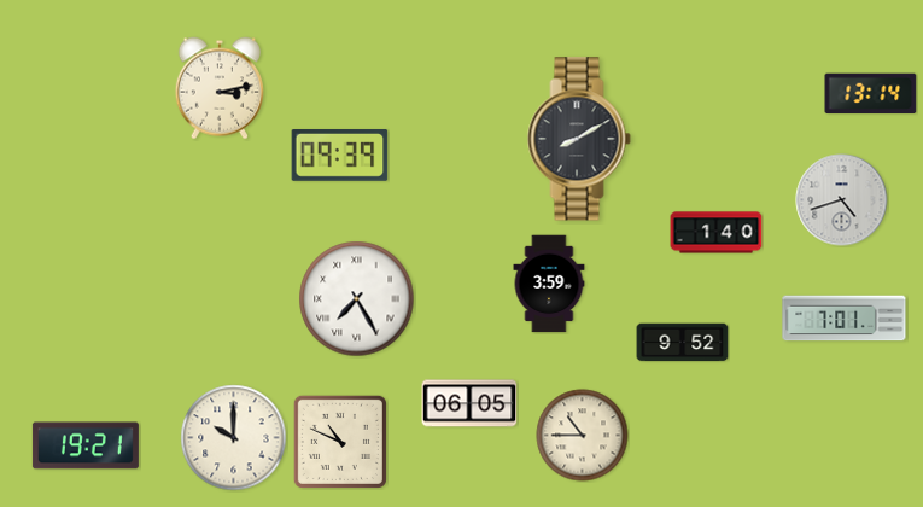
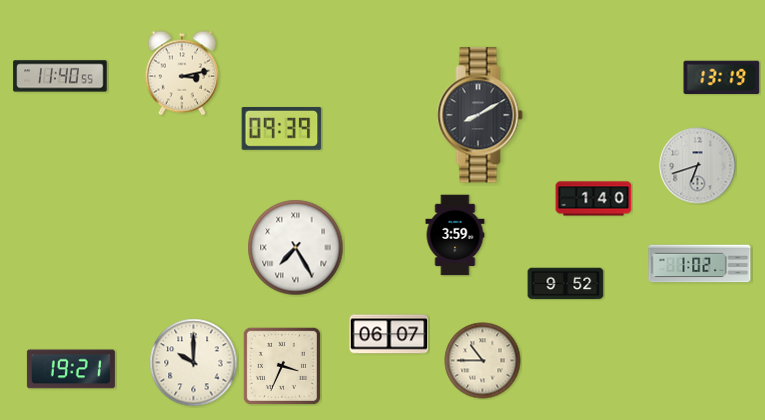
clock at (60, 76): none -> 11:40
clock at (871, 94): 13:14 -> 13:19
clock at (842, 200): 4:42 -> 6:42
clock at (717, 233) position: (717, 233) -> (594, 199)
clock at (845, 319): 7:01 -> 1:02
clock at (469, 403): 06:05 -> 06:07
clock at (340, 442): 10:49 -> 3:34
